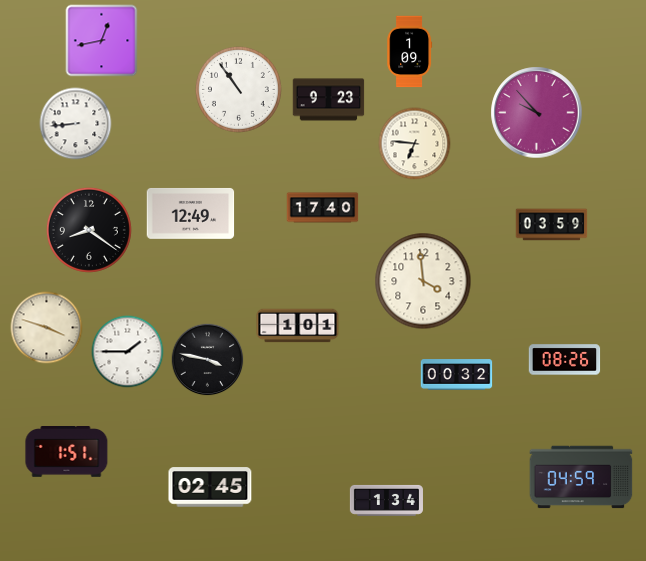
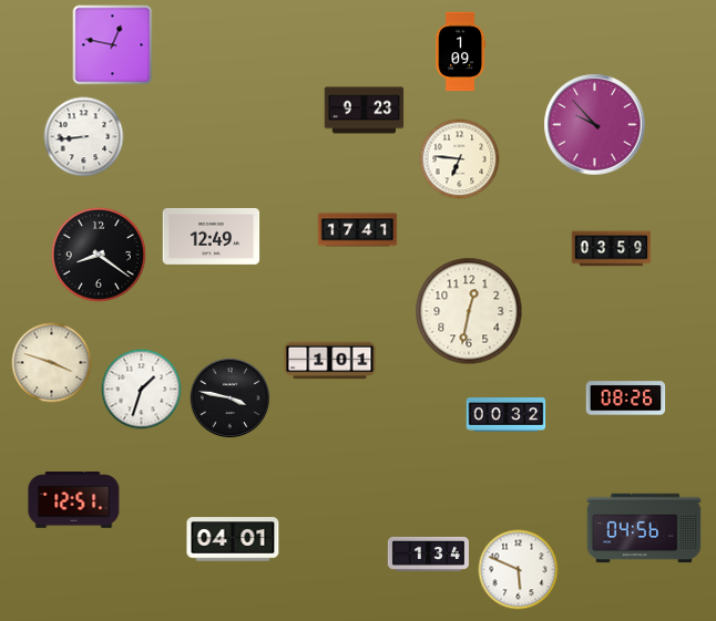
clock at (102, 41): 12:43 -> 12:47
clock at (410, 52) position: (410, 52) -> (461, 52)
clock at (238, 89): 10:54 -> none
clock at (323, 208): 17:40 -> 17:41
clock at (423, 281): 3:59 -> 12:32
clock at (128, 352): 1:45 -> 1:33
clock at (67, 452): 1:51 -> 12:51
clock at (581, 477): 04:59 -> 04:56
clock at (210, 487): 02:45 -> 04:01
clock at (519, 570): none -> 5:49
